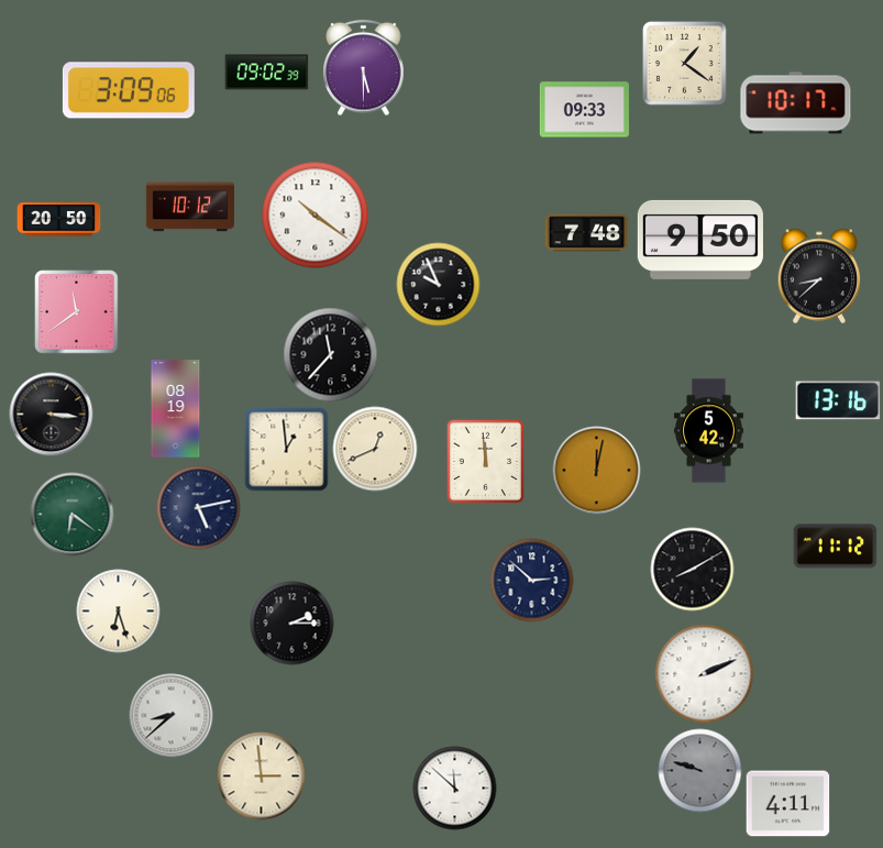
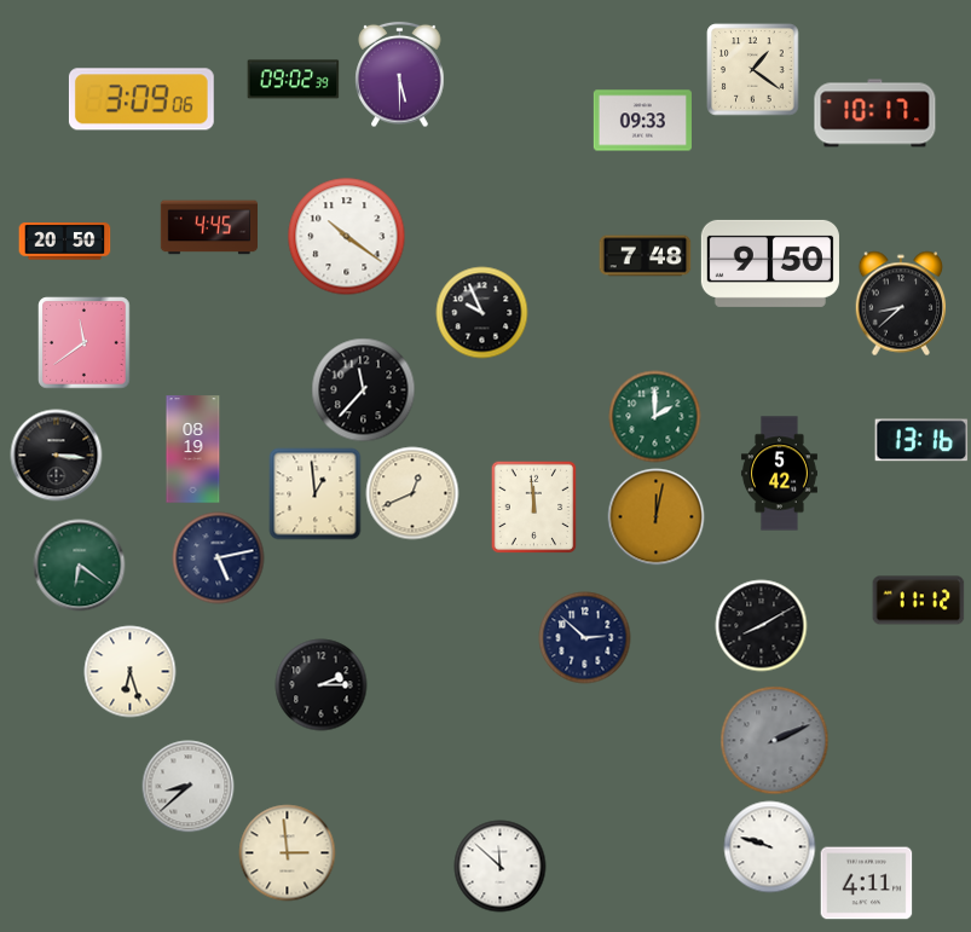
clock at (190, 207): 10:12 -> 4:45
clock at (655, 417): none -> 2:00
clock at (705, 674) dial: white -> grey
clock at (700, 771) dial: grey -> white
